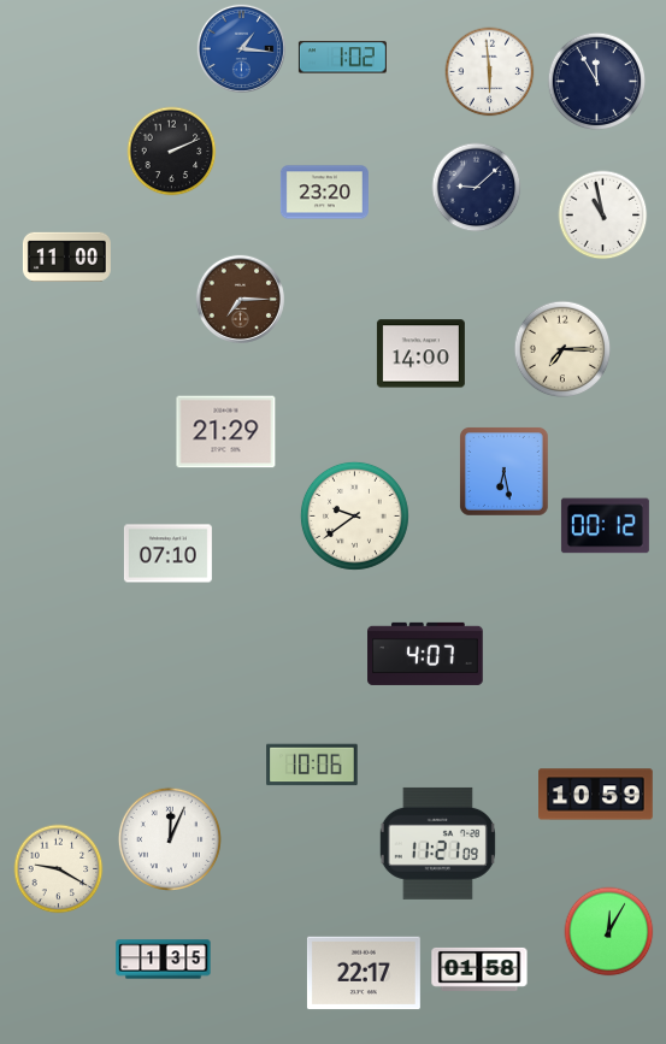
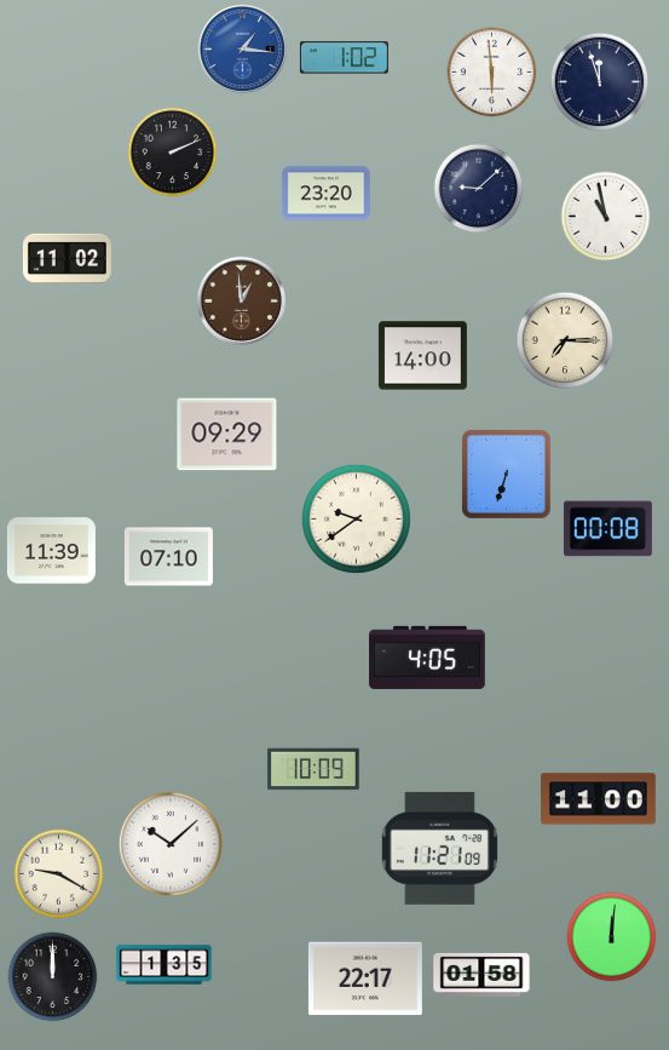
clock at (597, 82): 11:55 -> 11:57
clock at (66, 256): 11:00 -> 11:02
clock at (240, 299): 7:15 -> 12:59
clock at (562, 349) position: (562, 349) -> (565, 340)
clock at (226, 432): 21:29 -> 09:29
clock at (505, 472): 6:28 -> 6:33
clock at (605, 526): 00:12 -> 00:08
clock at (51, 551): none -> 11:39
clock at (425, 654): 4:07 -> 4:05
clock at (312, 765): 10:06 -> 10:09
clock at (596, 795): 10:59 -> 11:00
clock at (170, 839): 12:04 -> 10:08
clock at (609, 932): 12:05 -> 12:01
clock at (53, 977): none -> 12:00
